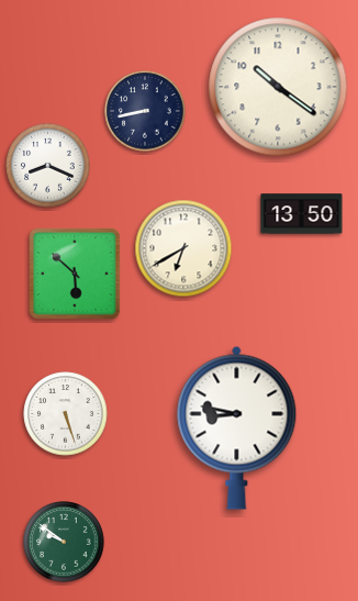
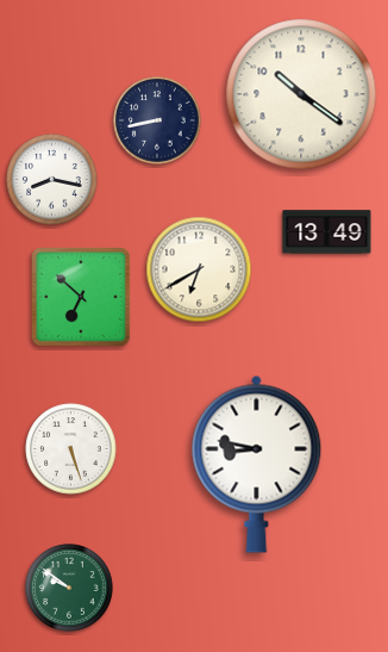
clock at (48, 166): 8:19 -> 8:17
clock at (302, 214): 13:50 -> 13:49
clock at (75, 274): 5:52 -> 6:52
